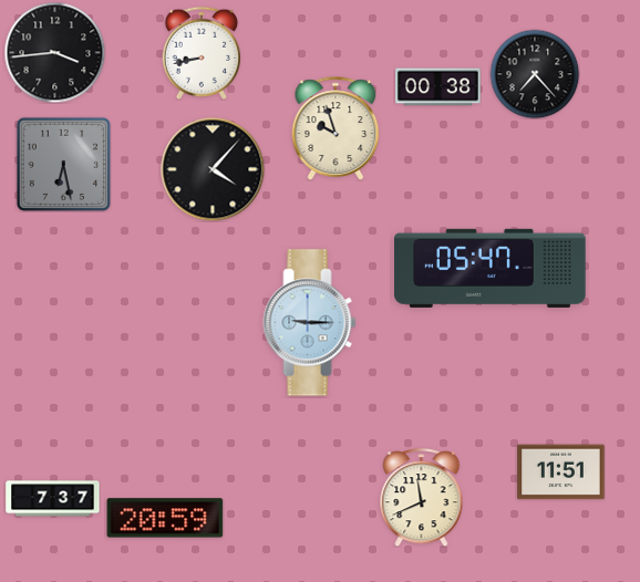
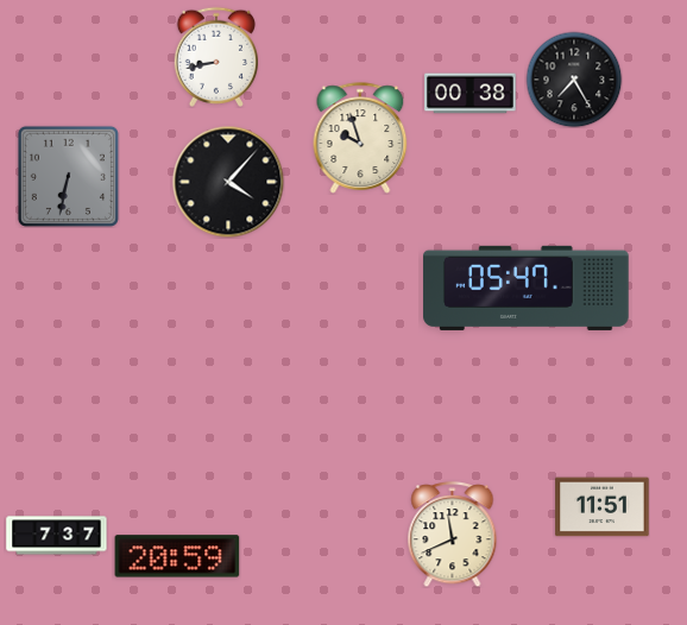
clock at (54, 52): 3:44 -> none
clock at (535, 74): 7:23 -> 7:25
clock at (63, 164): 6:28 -> 6:32
clock at (310, 323): 9:15 -> none
